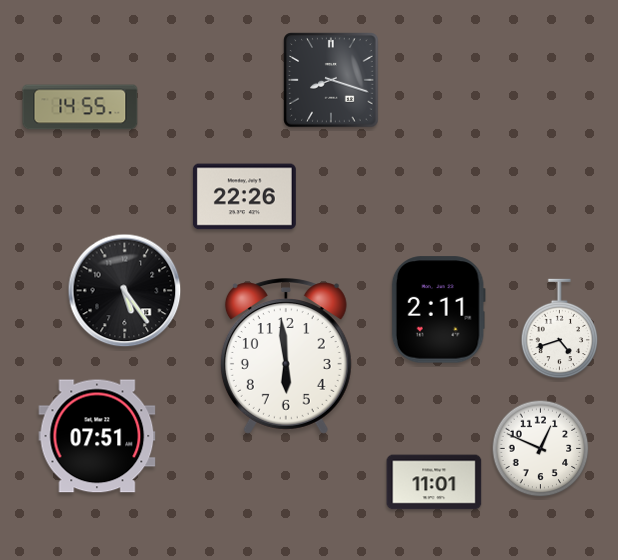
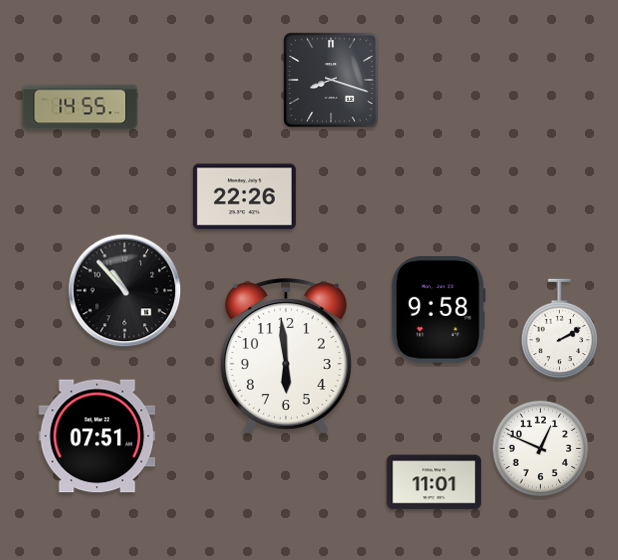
clock at (125, 291): 5:24 -> 10:53
clock at (438, 310): 2:11 -> 9:58
clock at (560, 329): 4:42 -> 2:10
